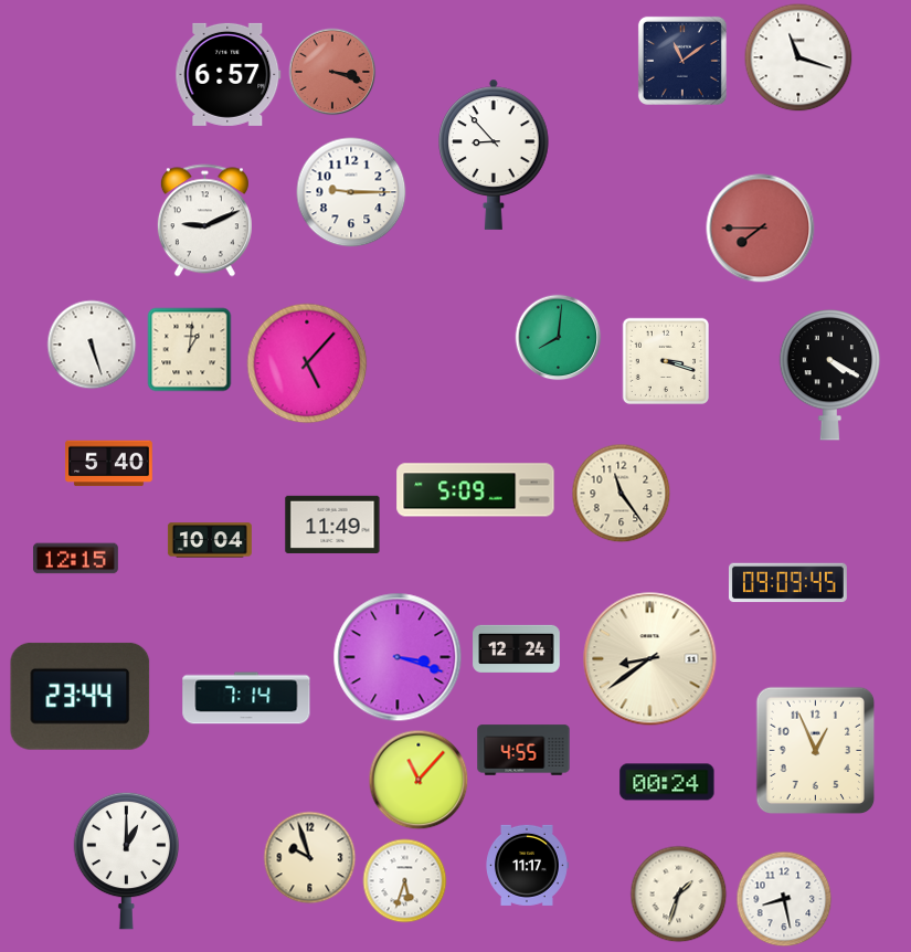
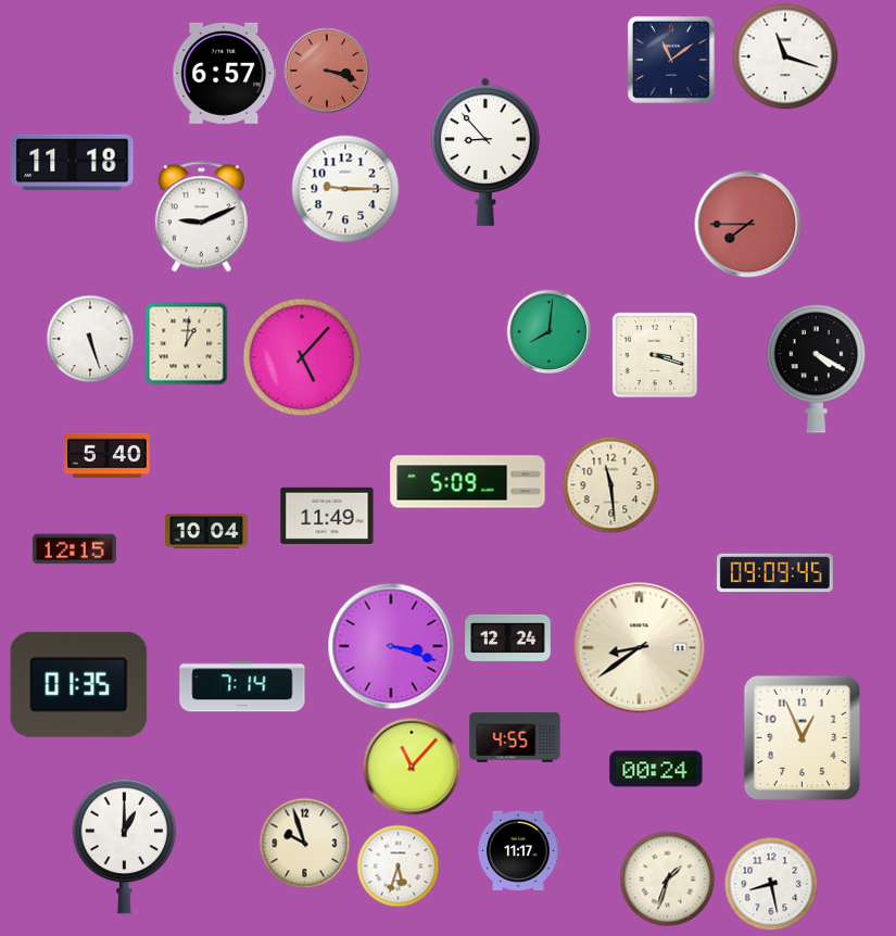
clock at (73, 163): none -> 11:18
clock at (622, 494): 11:24 -> 11:29
clock at (81, 696): 23:44 -> 01:35
